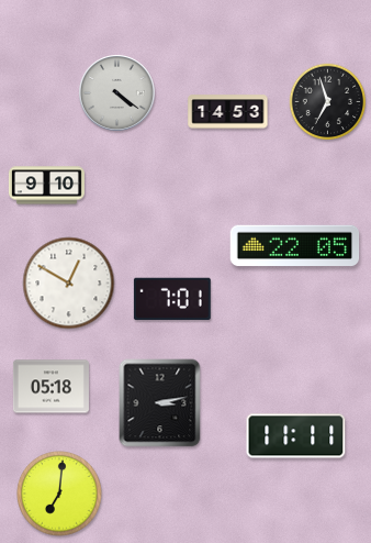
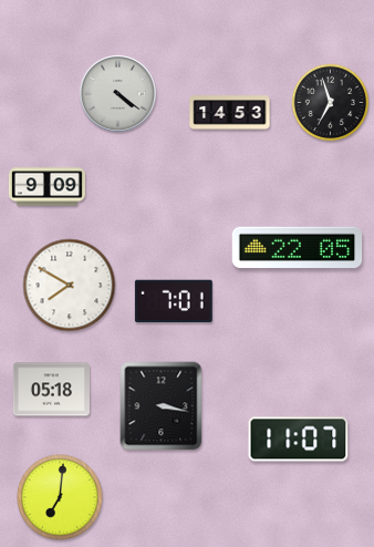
clock at (46, 186): 9:10 -> 9:09
clock at (69, 284): 12:50 -> 7:50
clock at (160, 403): 3:13 -> 3:17
clock at (296, 436): 11:11 -> 11:07
